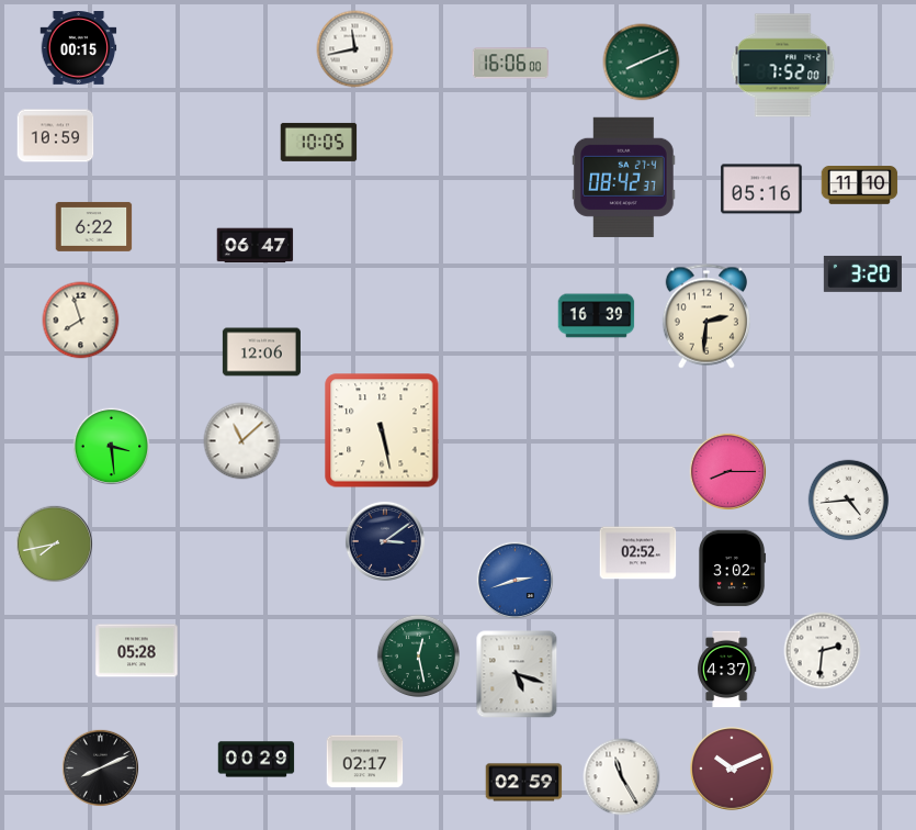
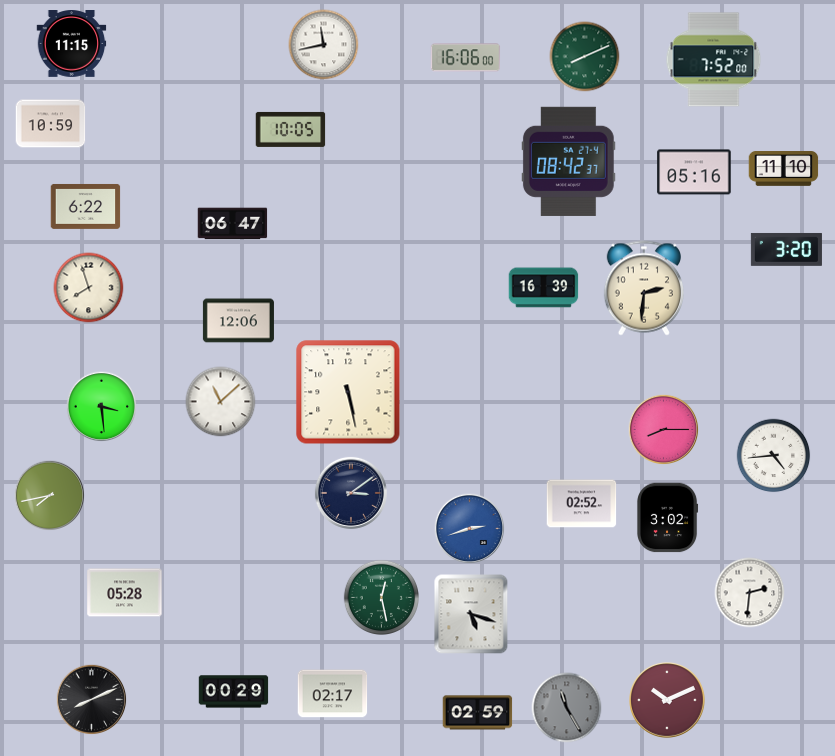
clock at (79, 48): 00:15 -> 11:15
clock at (81, 321) position: (81, 321) -> (89, 288)
clock at (726, 670): 4:37 -> none
clock at (622, 777) dial: white -> grey
